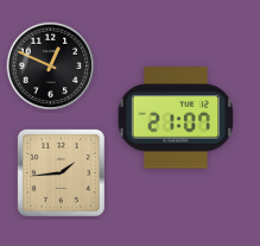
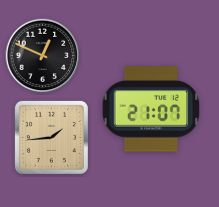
clock at (176, 118) position: (176, 118) -> (151, 109)
clock at (61, 172) position: (61, 172) -> (51, 137)
